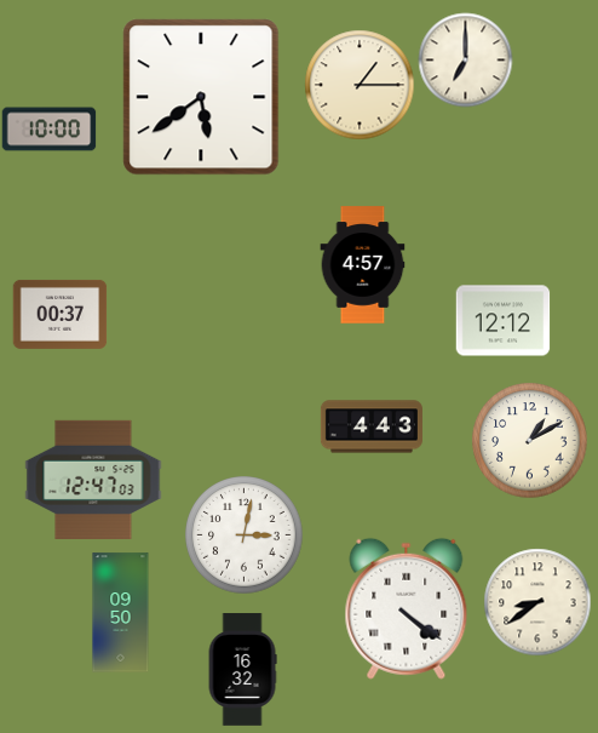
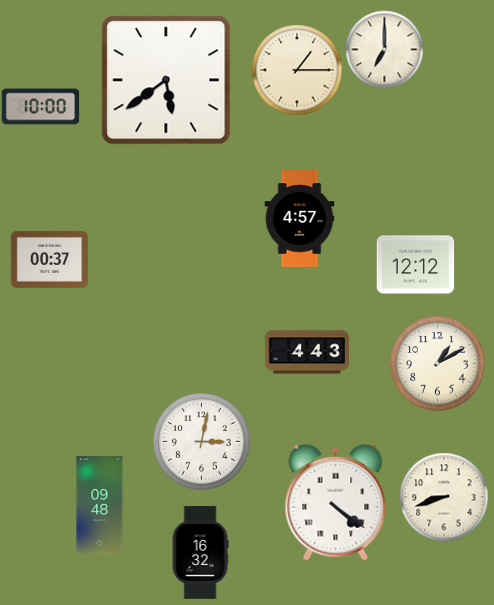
clock at (93, 480): 12:47 -> none
clock at (537, 602): 8:39 -> 8:42
clock at (121, 613): 09:50 -> 09:48
